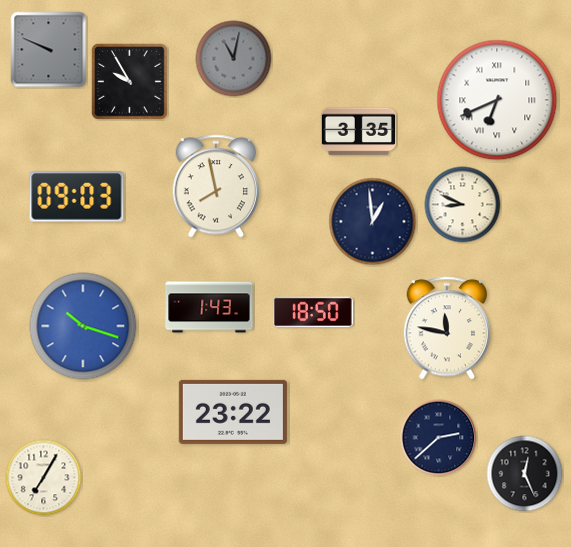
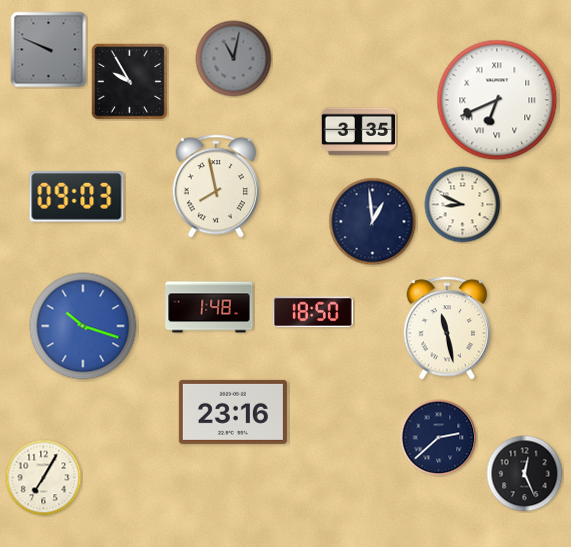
clock at (209, 307): 1:43 -> 1:48
clock at (447, 328): 11:47 -> 11:28
clock at (233, 412): 23:22 -> 23:16
